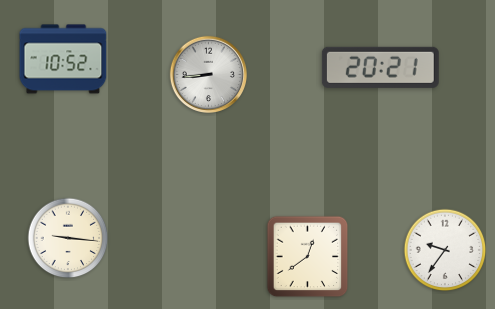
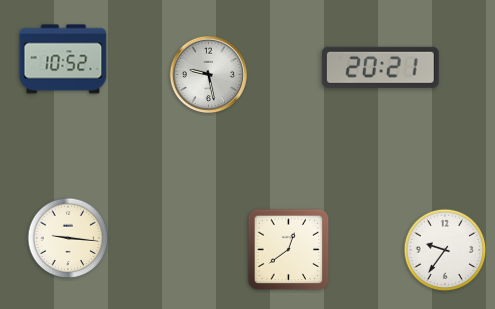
clock at (208, 74): 8:44 -> 9:28
clock at (308, 257) position: (308, 257) -> (289, 250)
